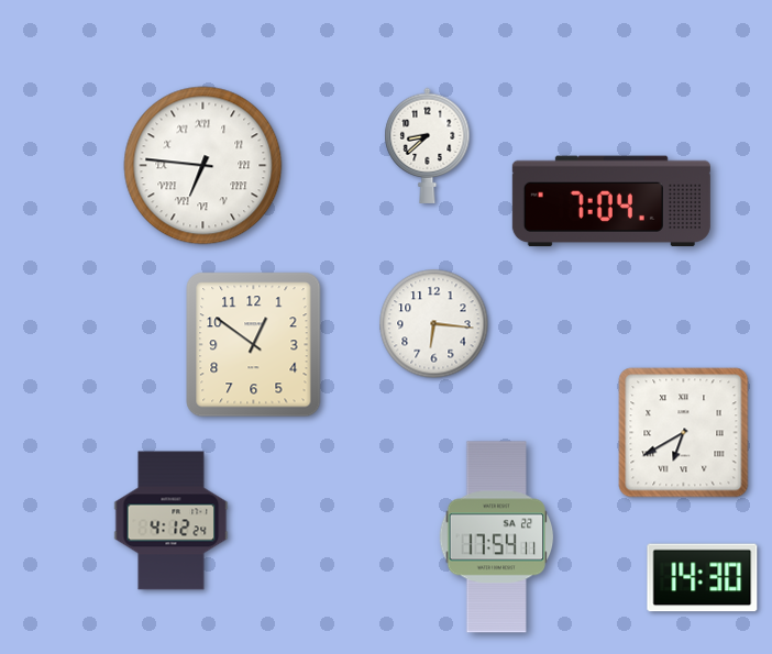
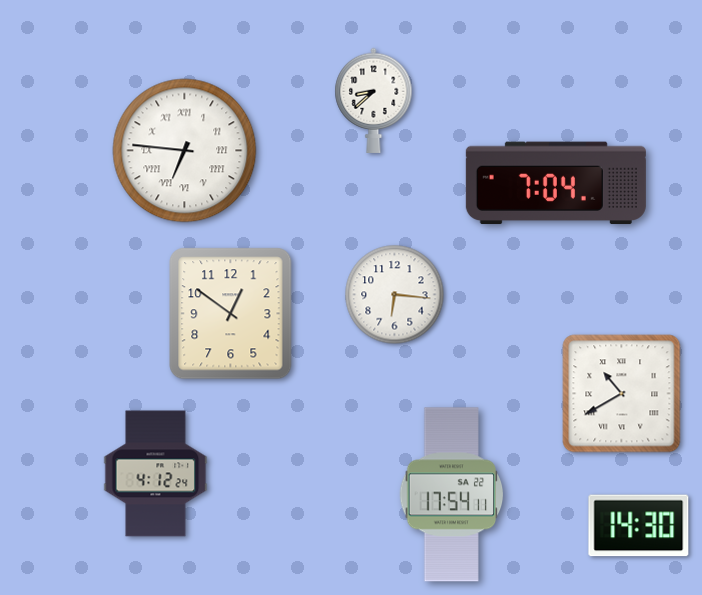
clock at (428, 145) position: (428, 145) -> (374, 100)
clock at (684, 433): 6:40 -> 10:40
clock at (497, 537) position: (497, 537) -> (452, 495)
